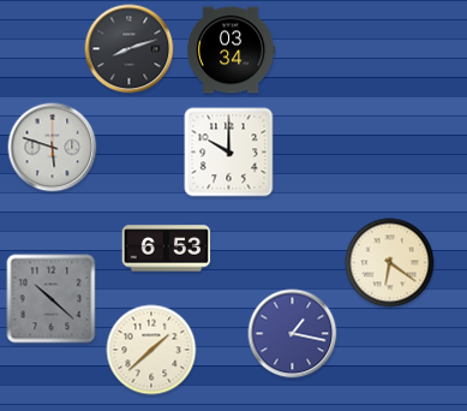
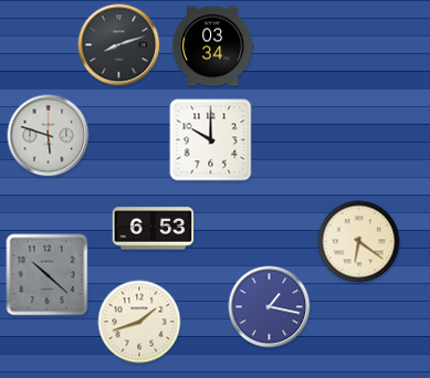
clock at (151, 350): 1:38 -> 1:42
